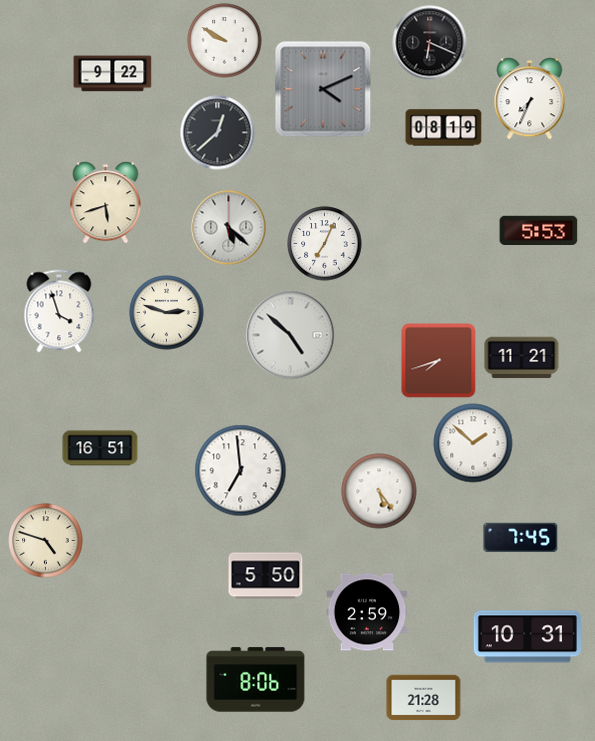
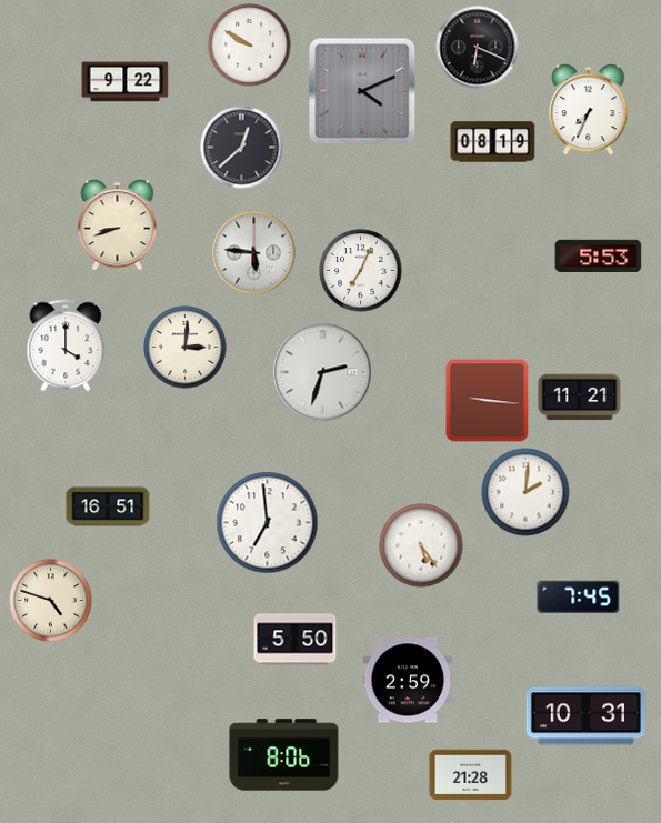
clock at (323, 89) position: (323, 89) -> (362, 91)
clock at (106, 203): 5:42 -> 8:42
clock at (229, 228): 5:22 -> 5:46
clock at (59, 311): 3:57 -> 4:00
clock at (167, 313): 2:48 -> 3:01
clock at (290, 335): 4:52 -> 2:33
clock at (439, 361): 7:42 -> 9:16
clock at (473, 443): 1:52 -> 2:01
clock at (100, 448) position: (100, 448) -> (108, 506)
clock at (527, 637) position: (527, 637) -> (585, 716)
